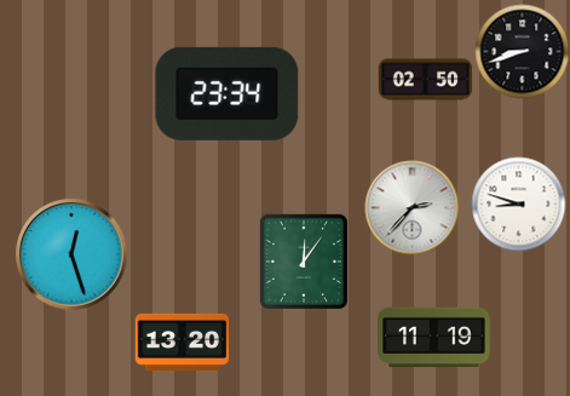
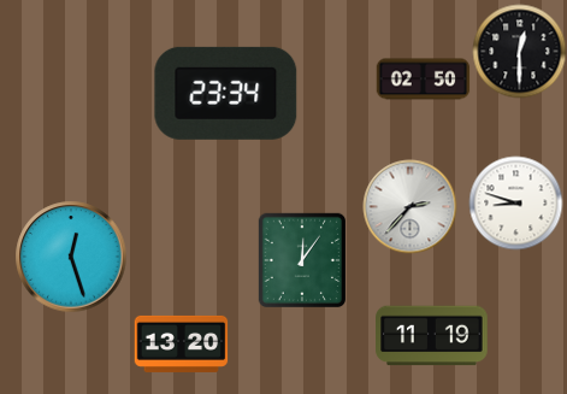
clock at (522, 51): 8:42 -> 12:30
clock at (71, 254) position: (71, 254) -> (71, 257)
clock at (182, 342) position: (182, 342) -> (181, 343)
